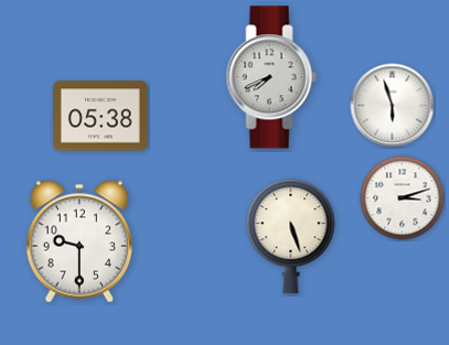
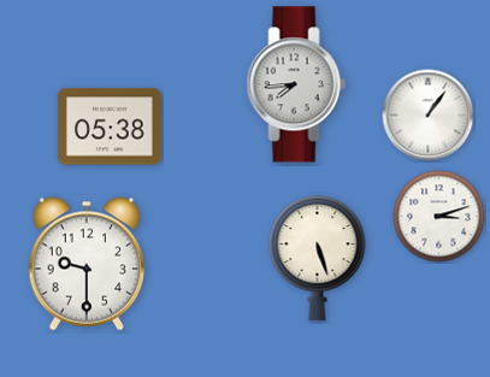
clock at (271, 77): 7:41 -> 7:44
clock at (393, 106): 5:57 -> 1:06
